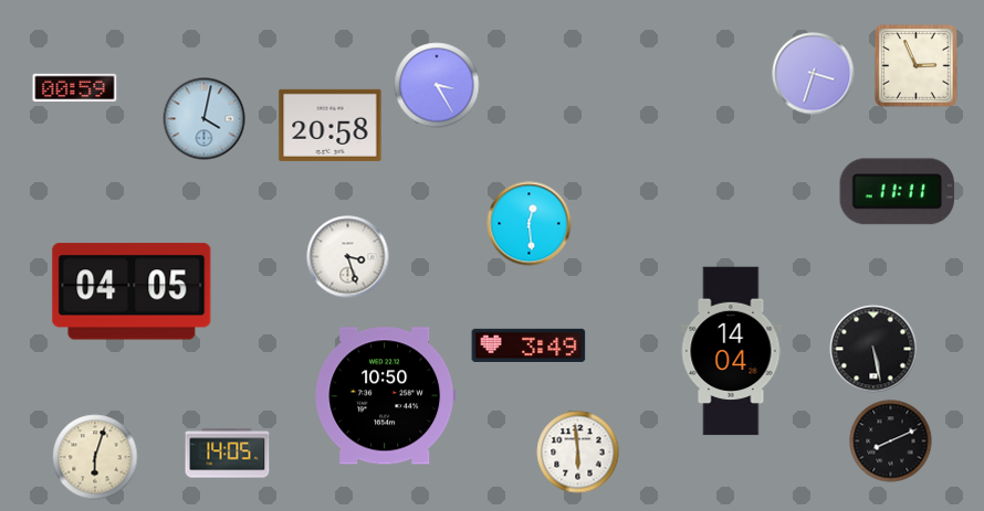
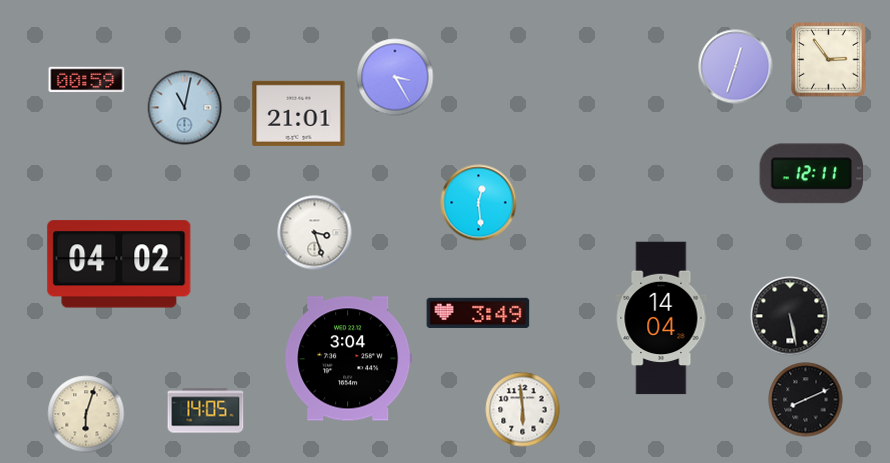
clock at (917, 66): 2:56 -> 2:54
clock at (814, 74): 3:33 -> 12:33
clock at (75, 88) position: (75, 88) -> (87, 80)
clock at (205, 119): 4:02 -> 11:02
clock at (331, 125): 20:58 -> 21:01
clock at (898, 192): 11:11 -> 12:11
clock at (132, 291): 04:05 -> 04:02
clock at (386, 396): 10:50 -> 3:04
